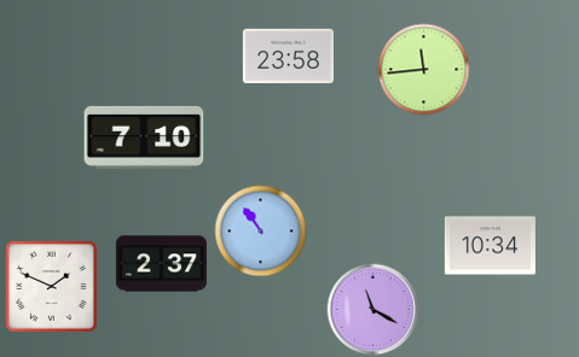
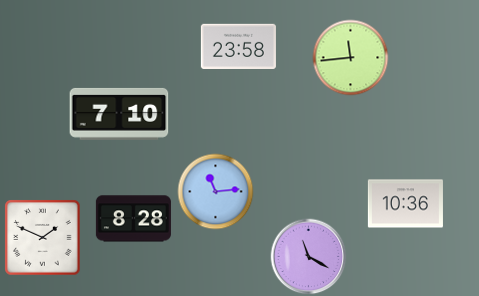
clock at (261, 232): 10:54 -> 11:14
clock at (490, 246): 10:34 -> 10:36
clock at (161, 264): 2:37 -> 8:28
